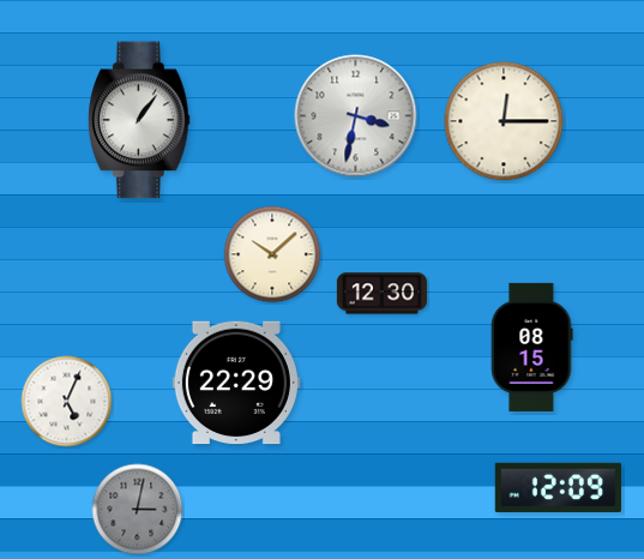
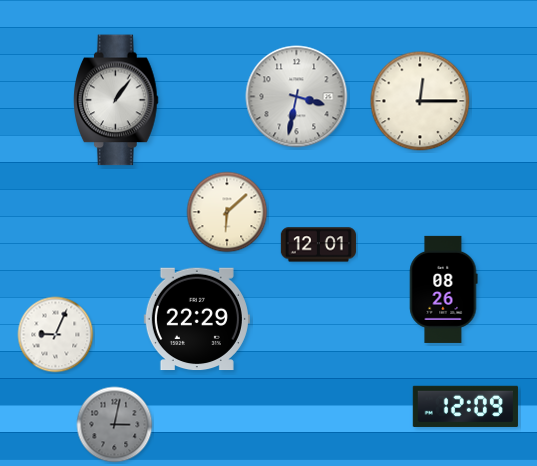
clock at (272, 254): 10:08 -> 6:08
clock at (381, 294): 12:30 -> 12:01
clock at (532, 347): 08:15 -> 08:26
clock at (67, 402): 5:04 -> 9:04
